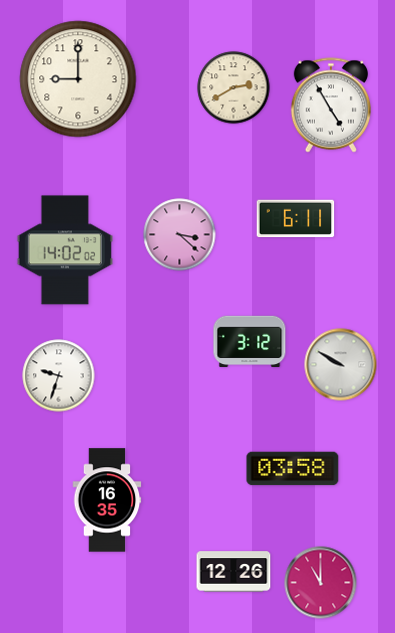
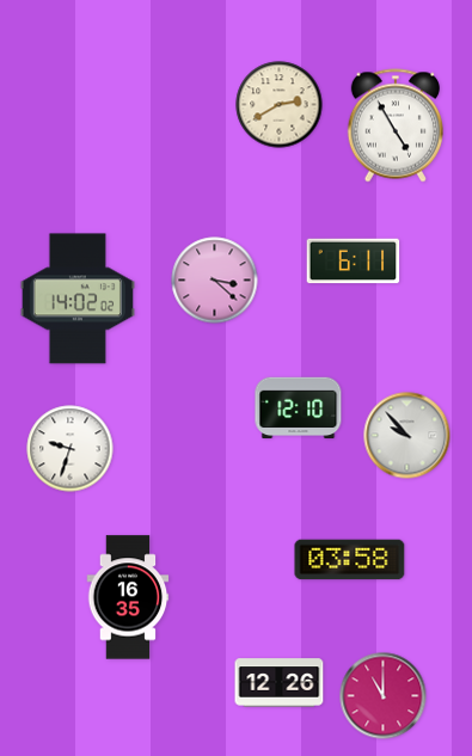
clock at (78, 79): 9:00 -> none
clock at (250, 342): 3:12 -> 12:10
clock at (341, 365): 9:50 -> 9:53
